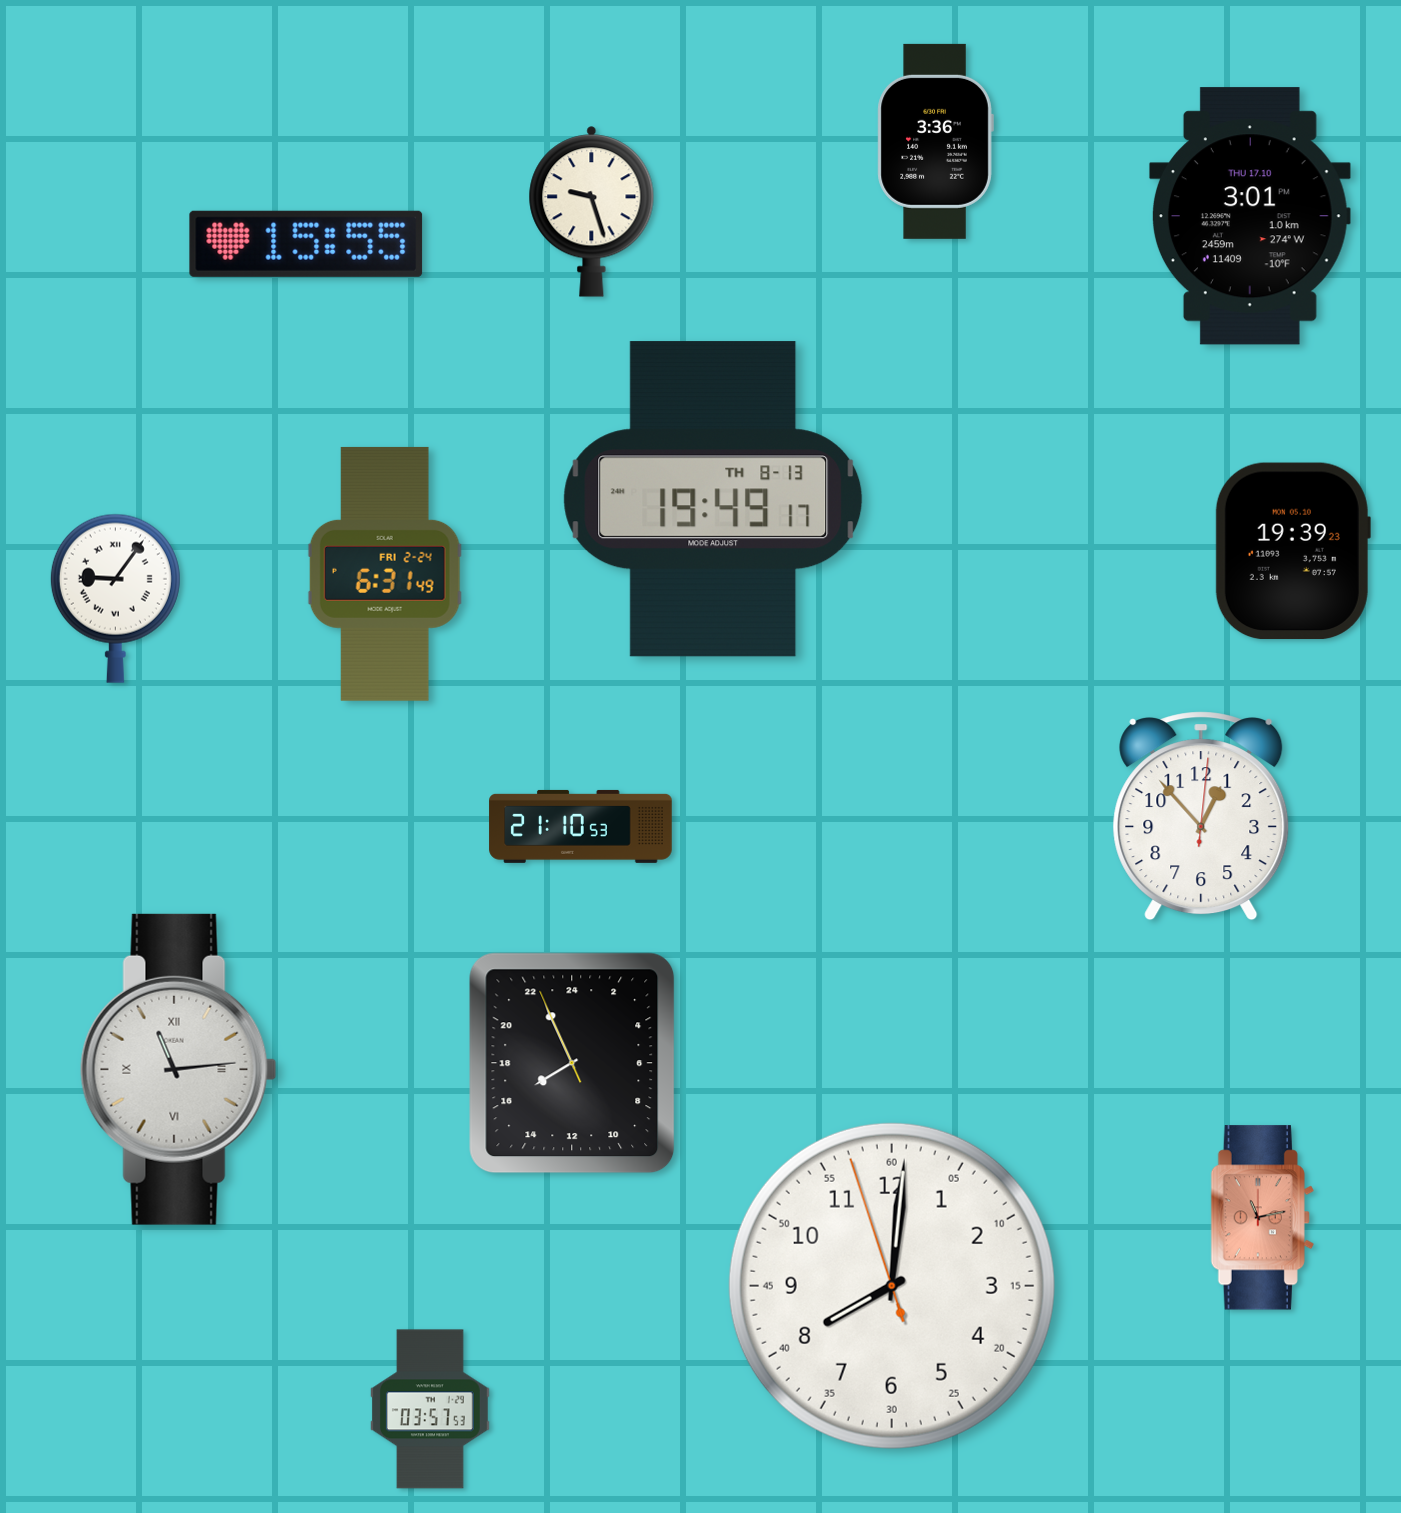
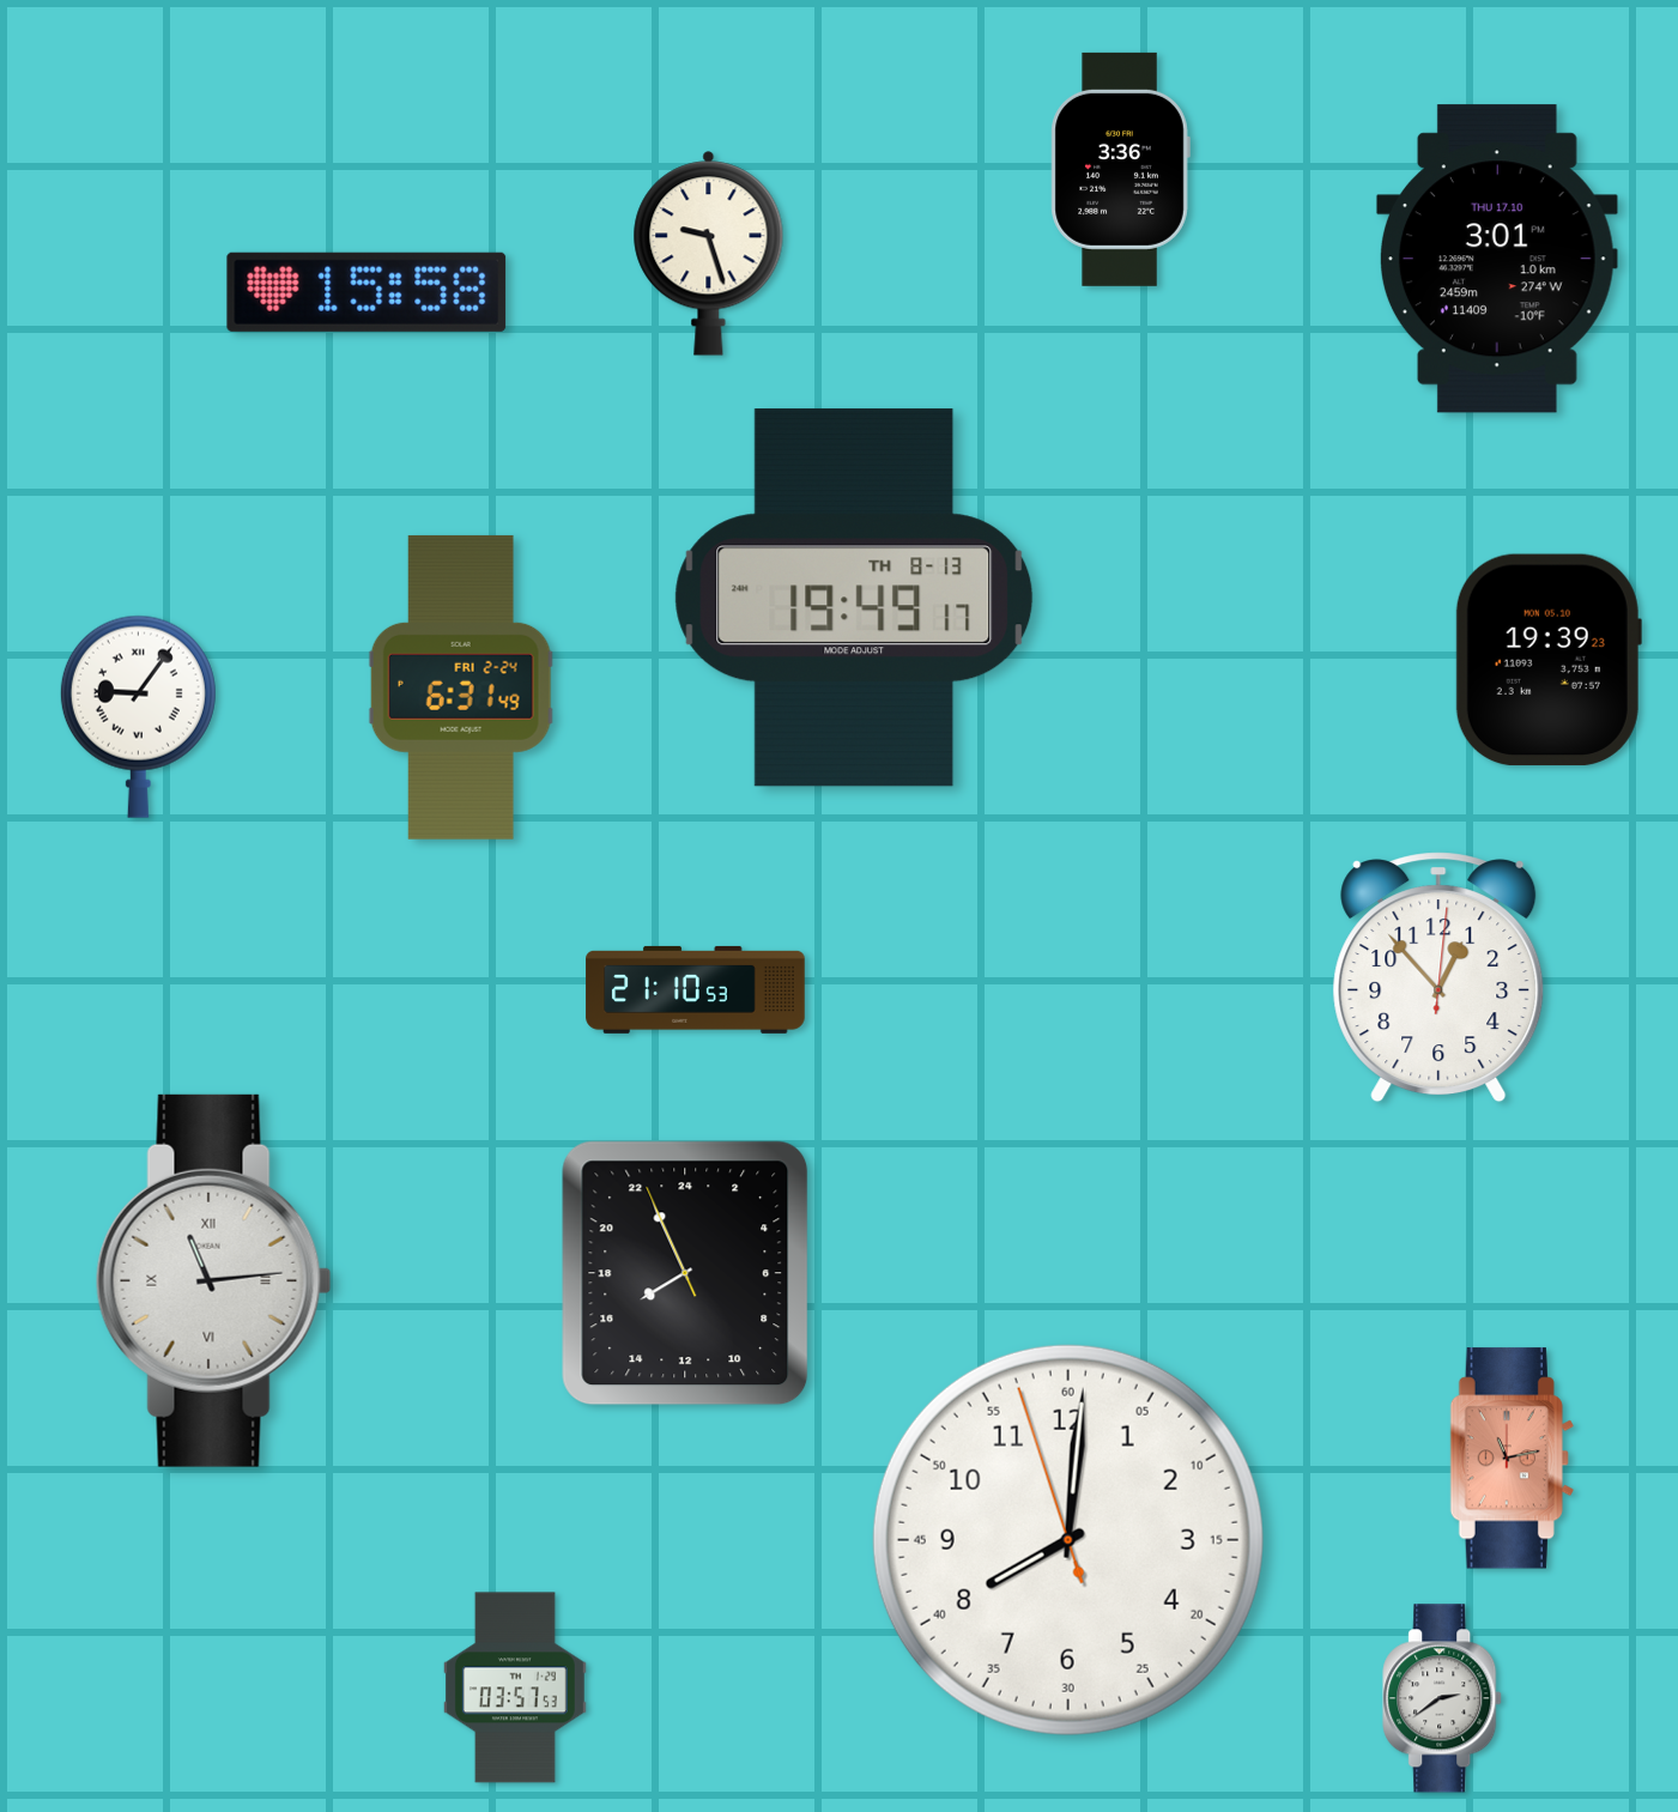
clock at (306, 244): 15:55 -> 15:58
clock at (1443, 1698): none -> 2:39
